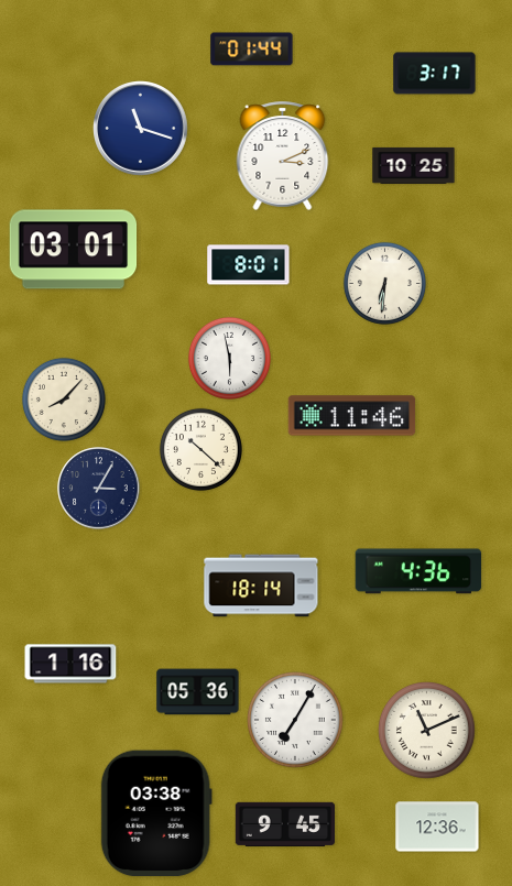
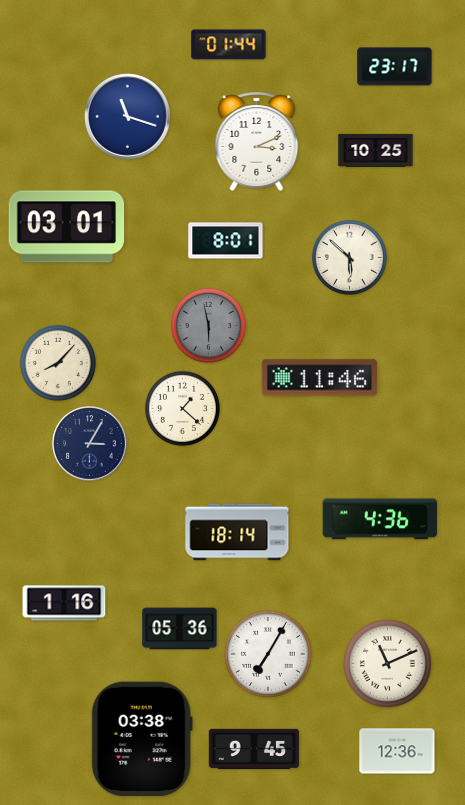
clock at (435, 74): 3:17 -> 23:17
clock at (384, 283): 6:31 -> 5:52
clock at (229, 358) dial: white -> grey
clock at (200, 449): 10:22 -> 1:22
clock at (285, 823) position: (285, 823) -> (254, 748)
